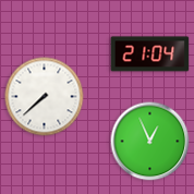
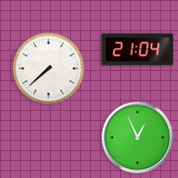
clock at (45, 97) position: (45, 97) -> (49, 69)
clock at (150, 142) position: (150, 142) -> (138, 138)
